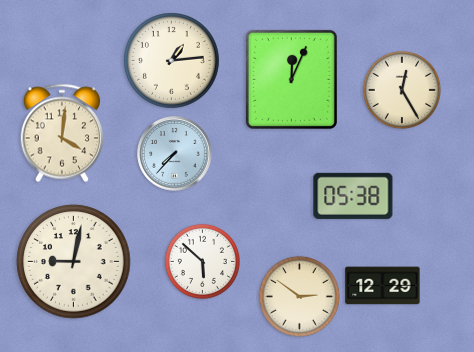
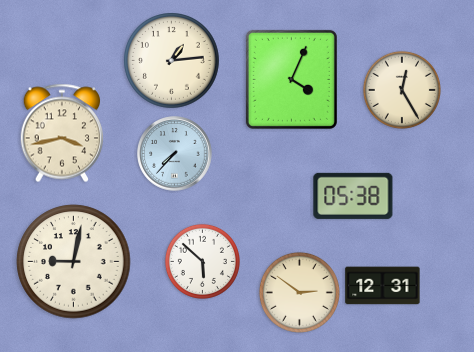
clock at (291, 79): 12:04 -> 4:04
clock at (62, 133): 4:01 -> 3:43
clock at (383, 286): 12:29 -> 12:31
clock at (299, 296) position: (299, 296) -> (299, 292)
